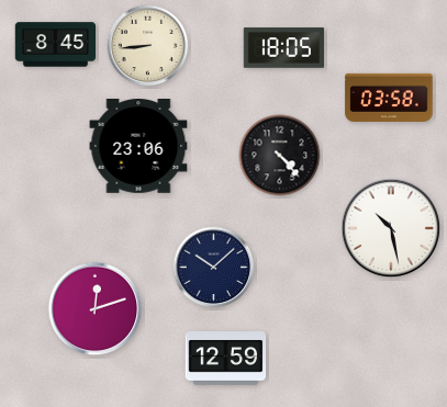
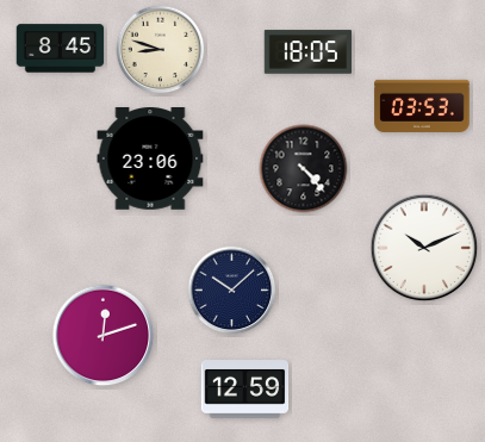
clock at (148, 46): 8:44 -> 8:48
clock at (389, 98): 03:58 -> 03:53
clock at (391, 228): 10:28 -> 10:11
